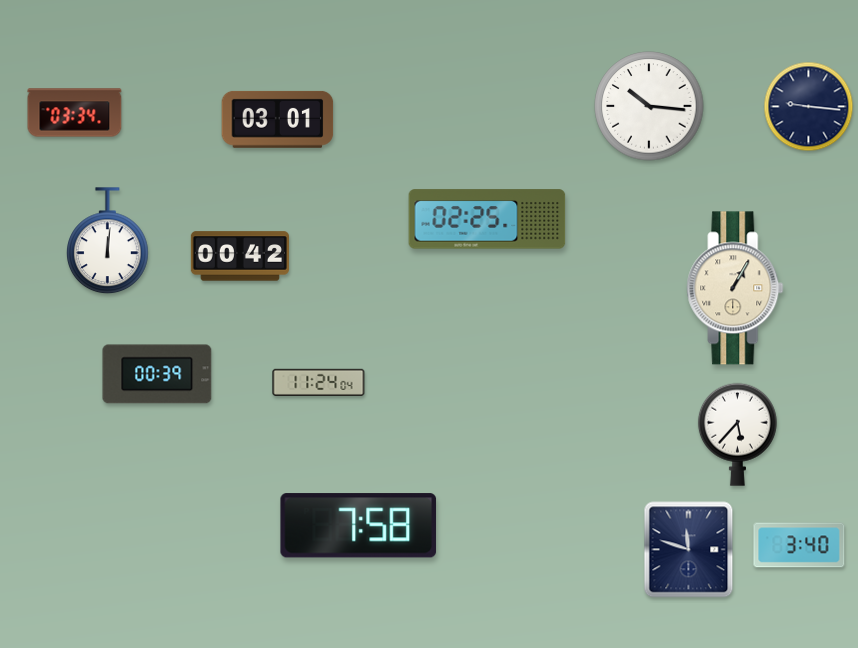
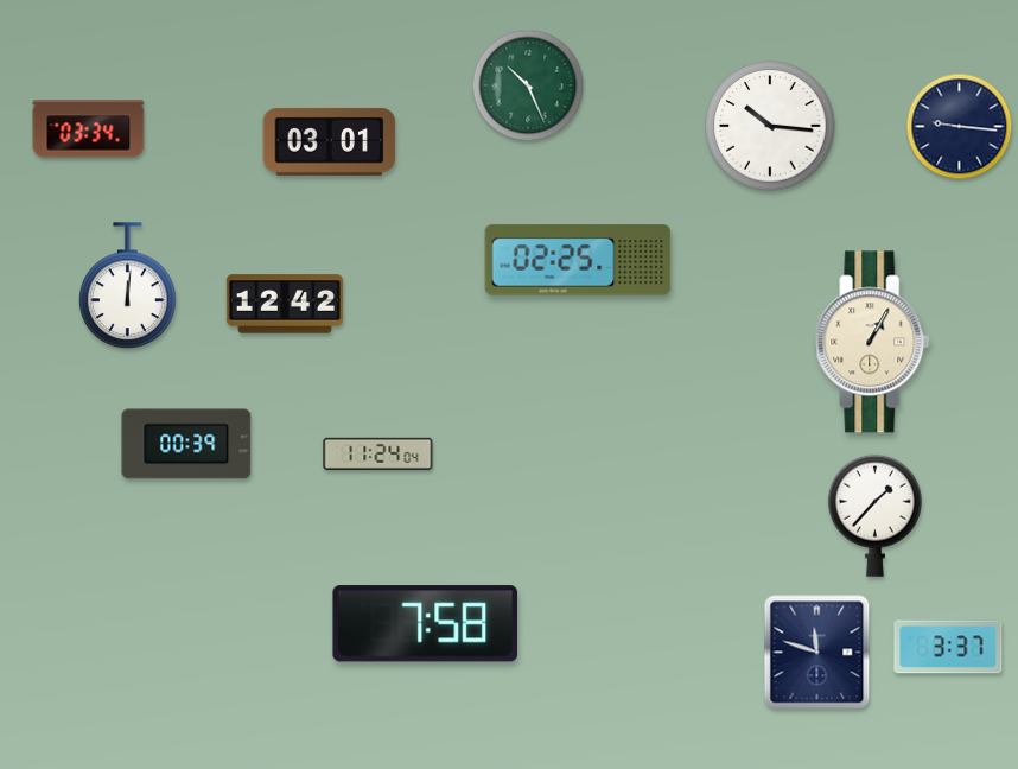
clock at (528, 85): none -> 10:26
clock at (75, 113) position: (75, 113) -> (89, 129)
clock at (240, 256): 00:42 -> 12:42
clock at (737, 434): 5:37 -> 1:37
clock at (799, 545): 3:40 -> 3:37
